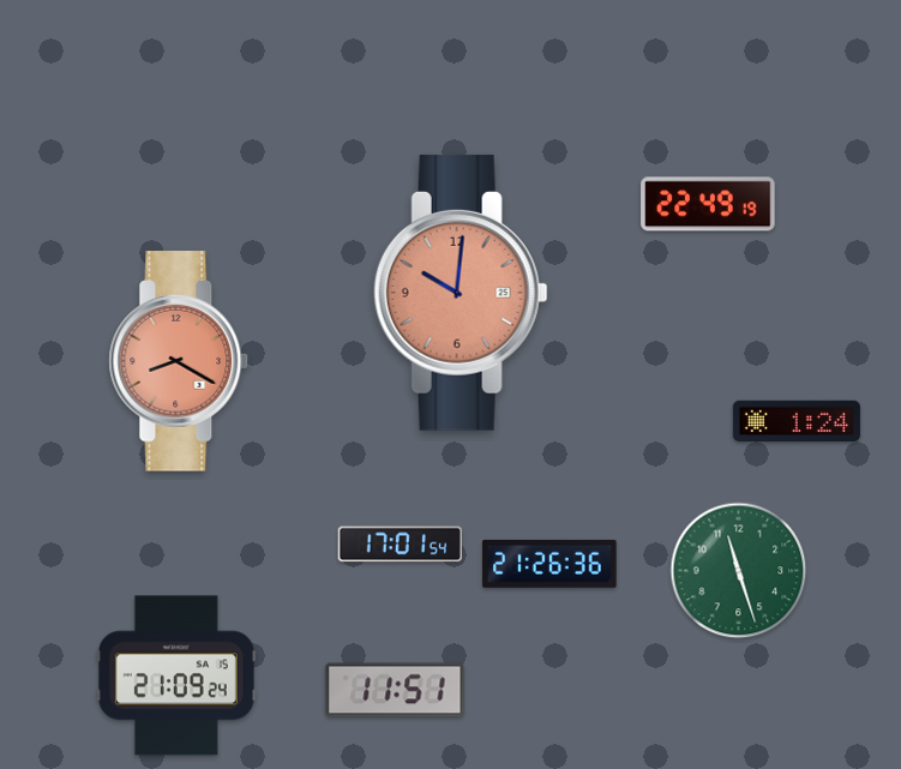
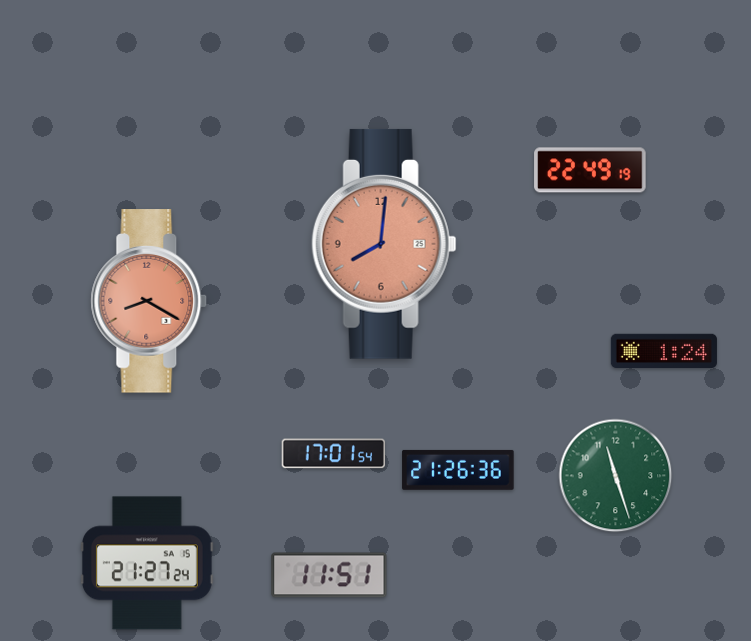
clock at (461, 293): 10:01 -> 8:01
clock at (176, 675): 21:09 -> 21:27
